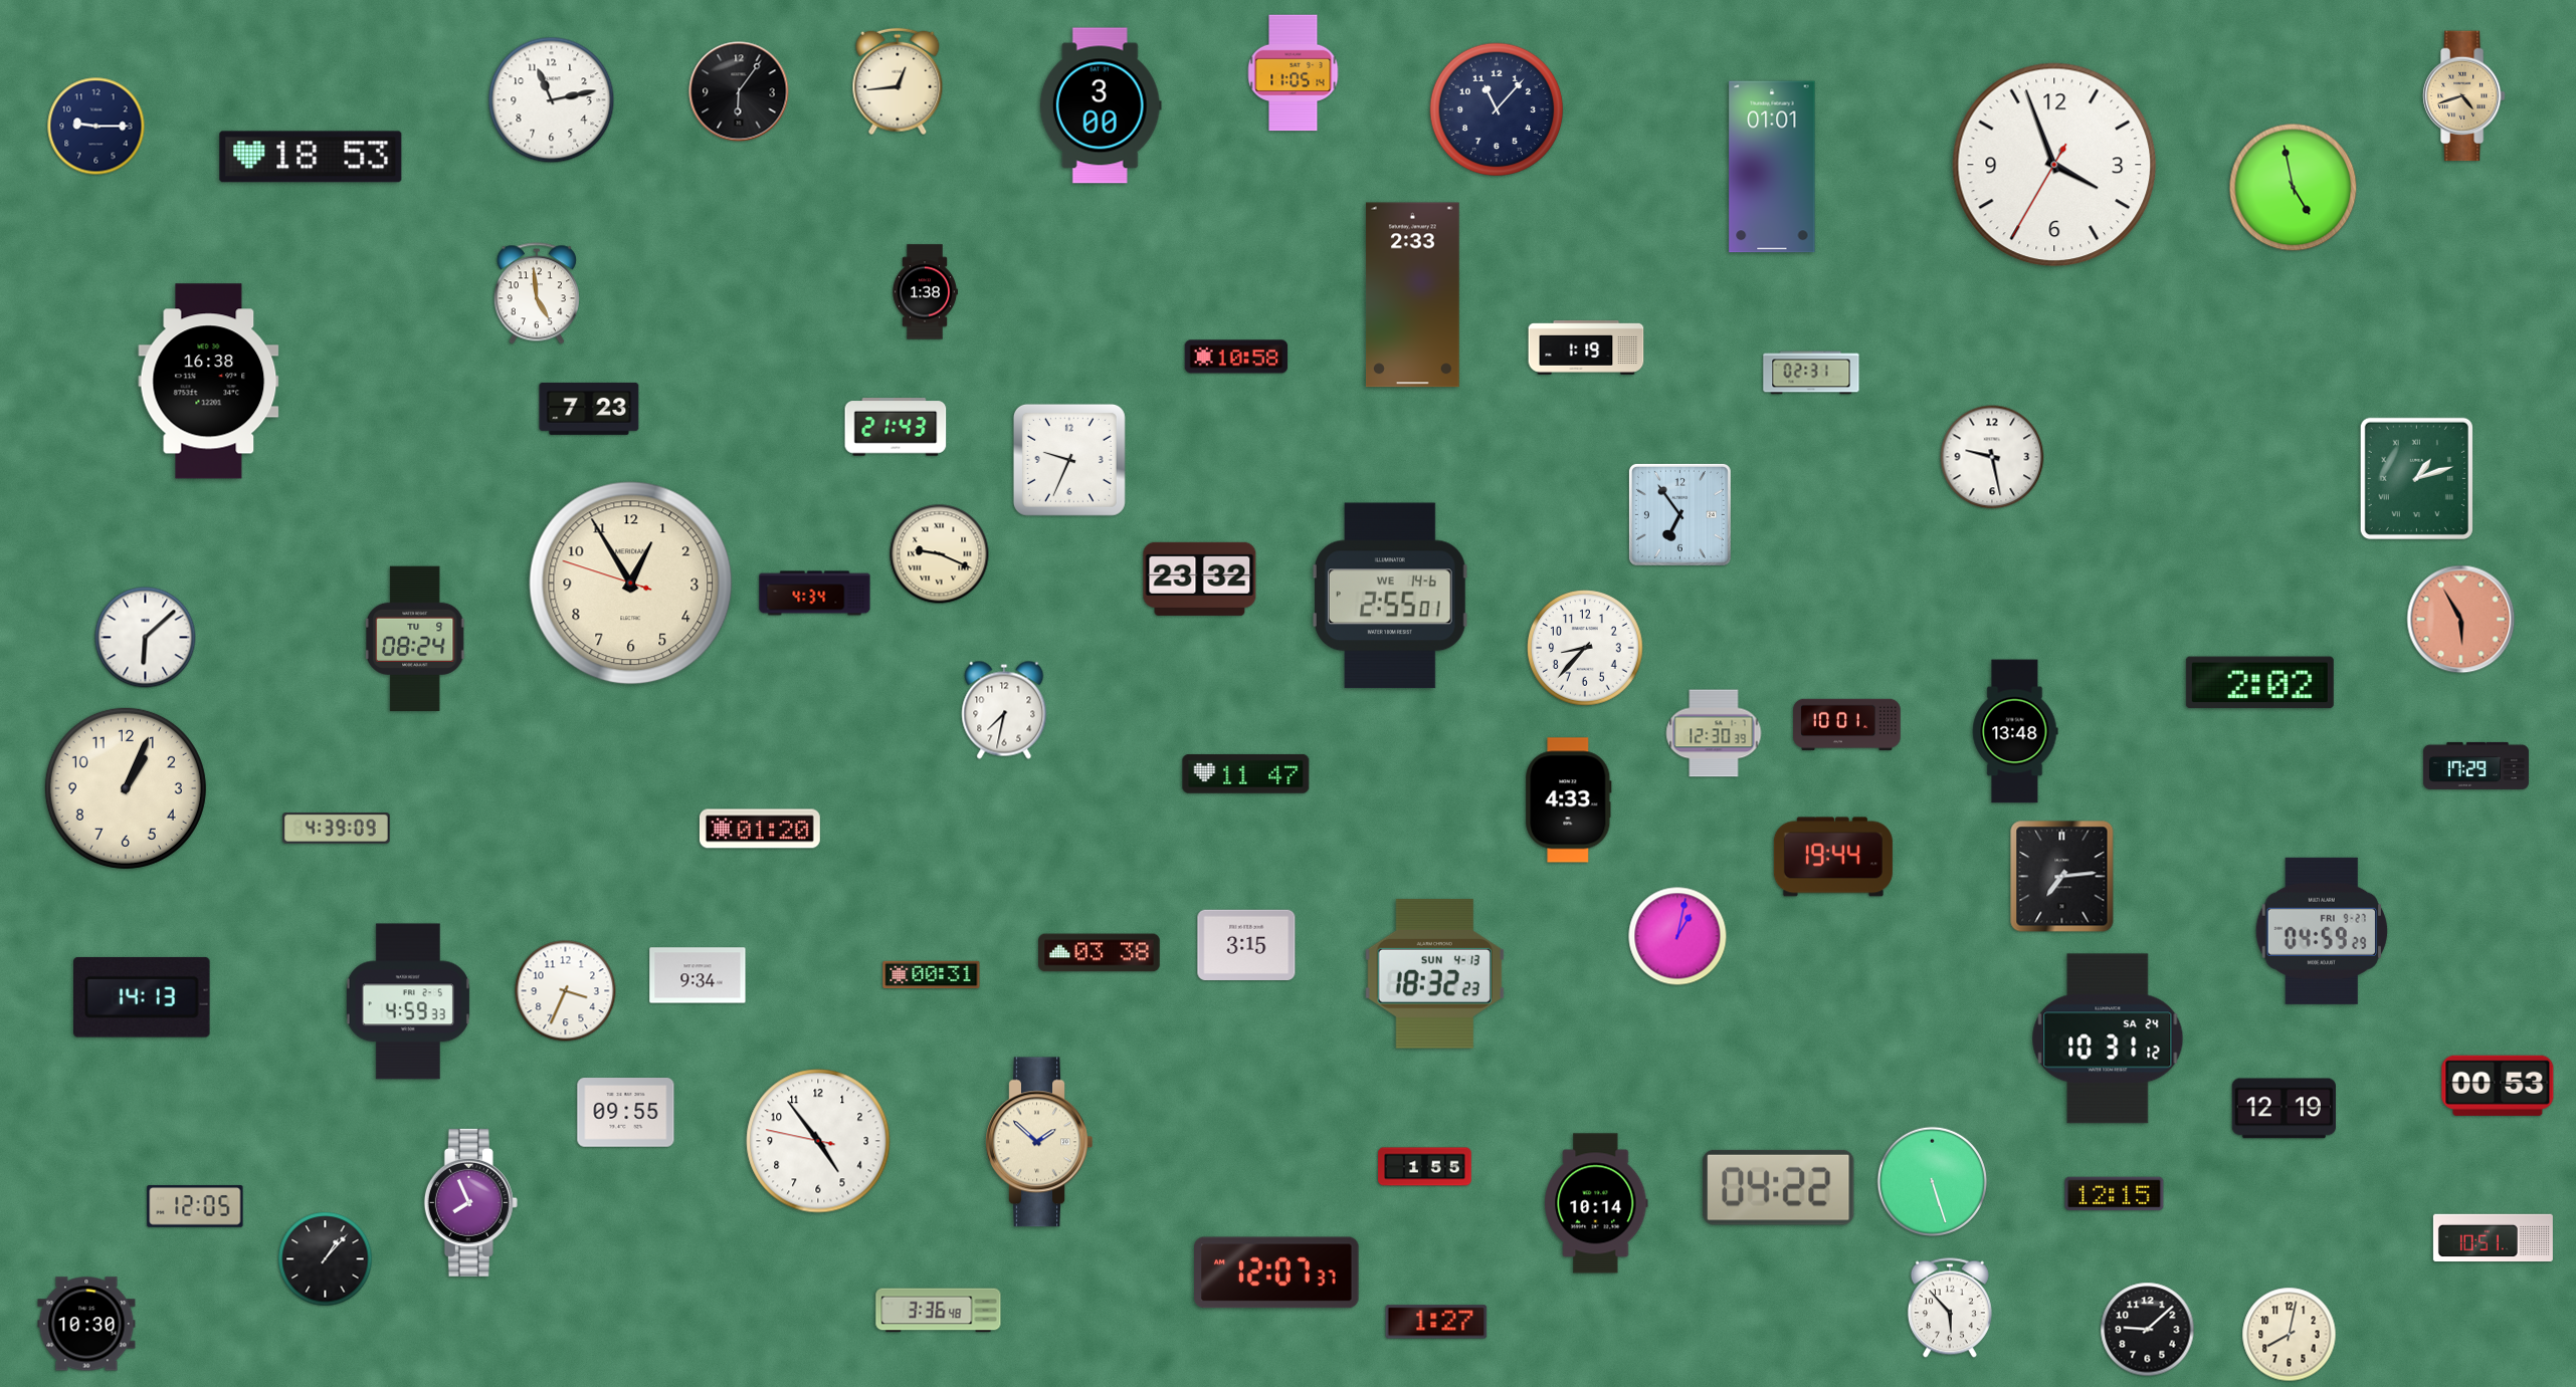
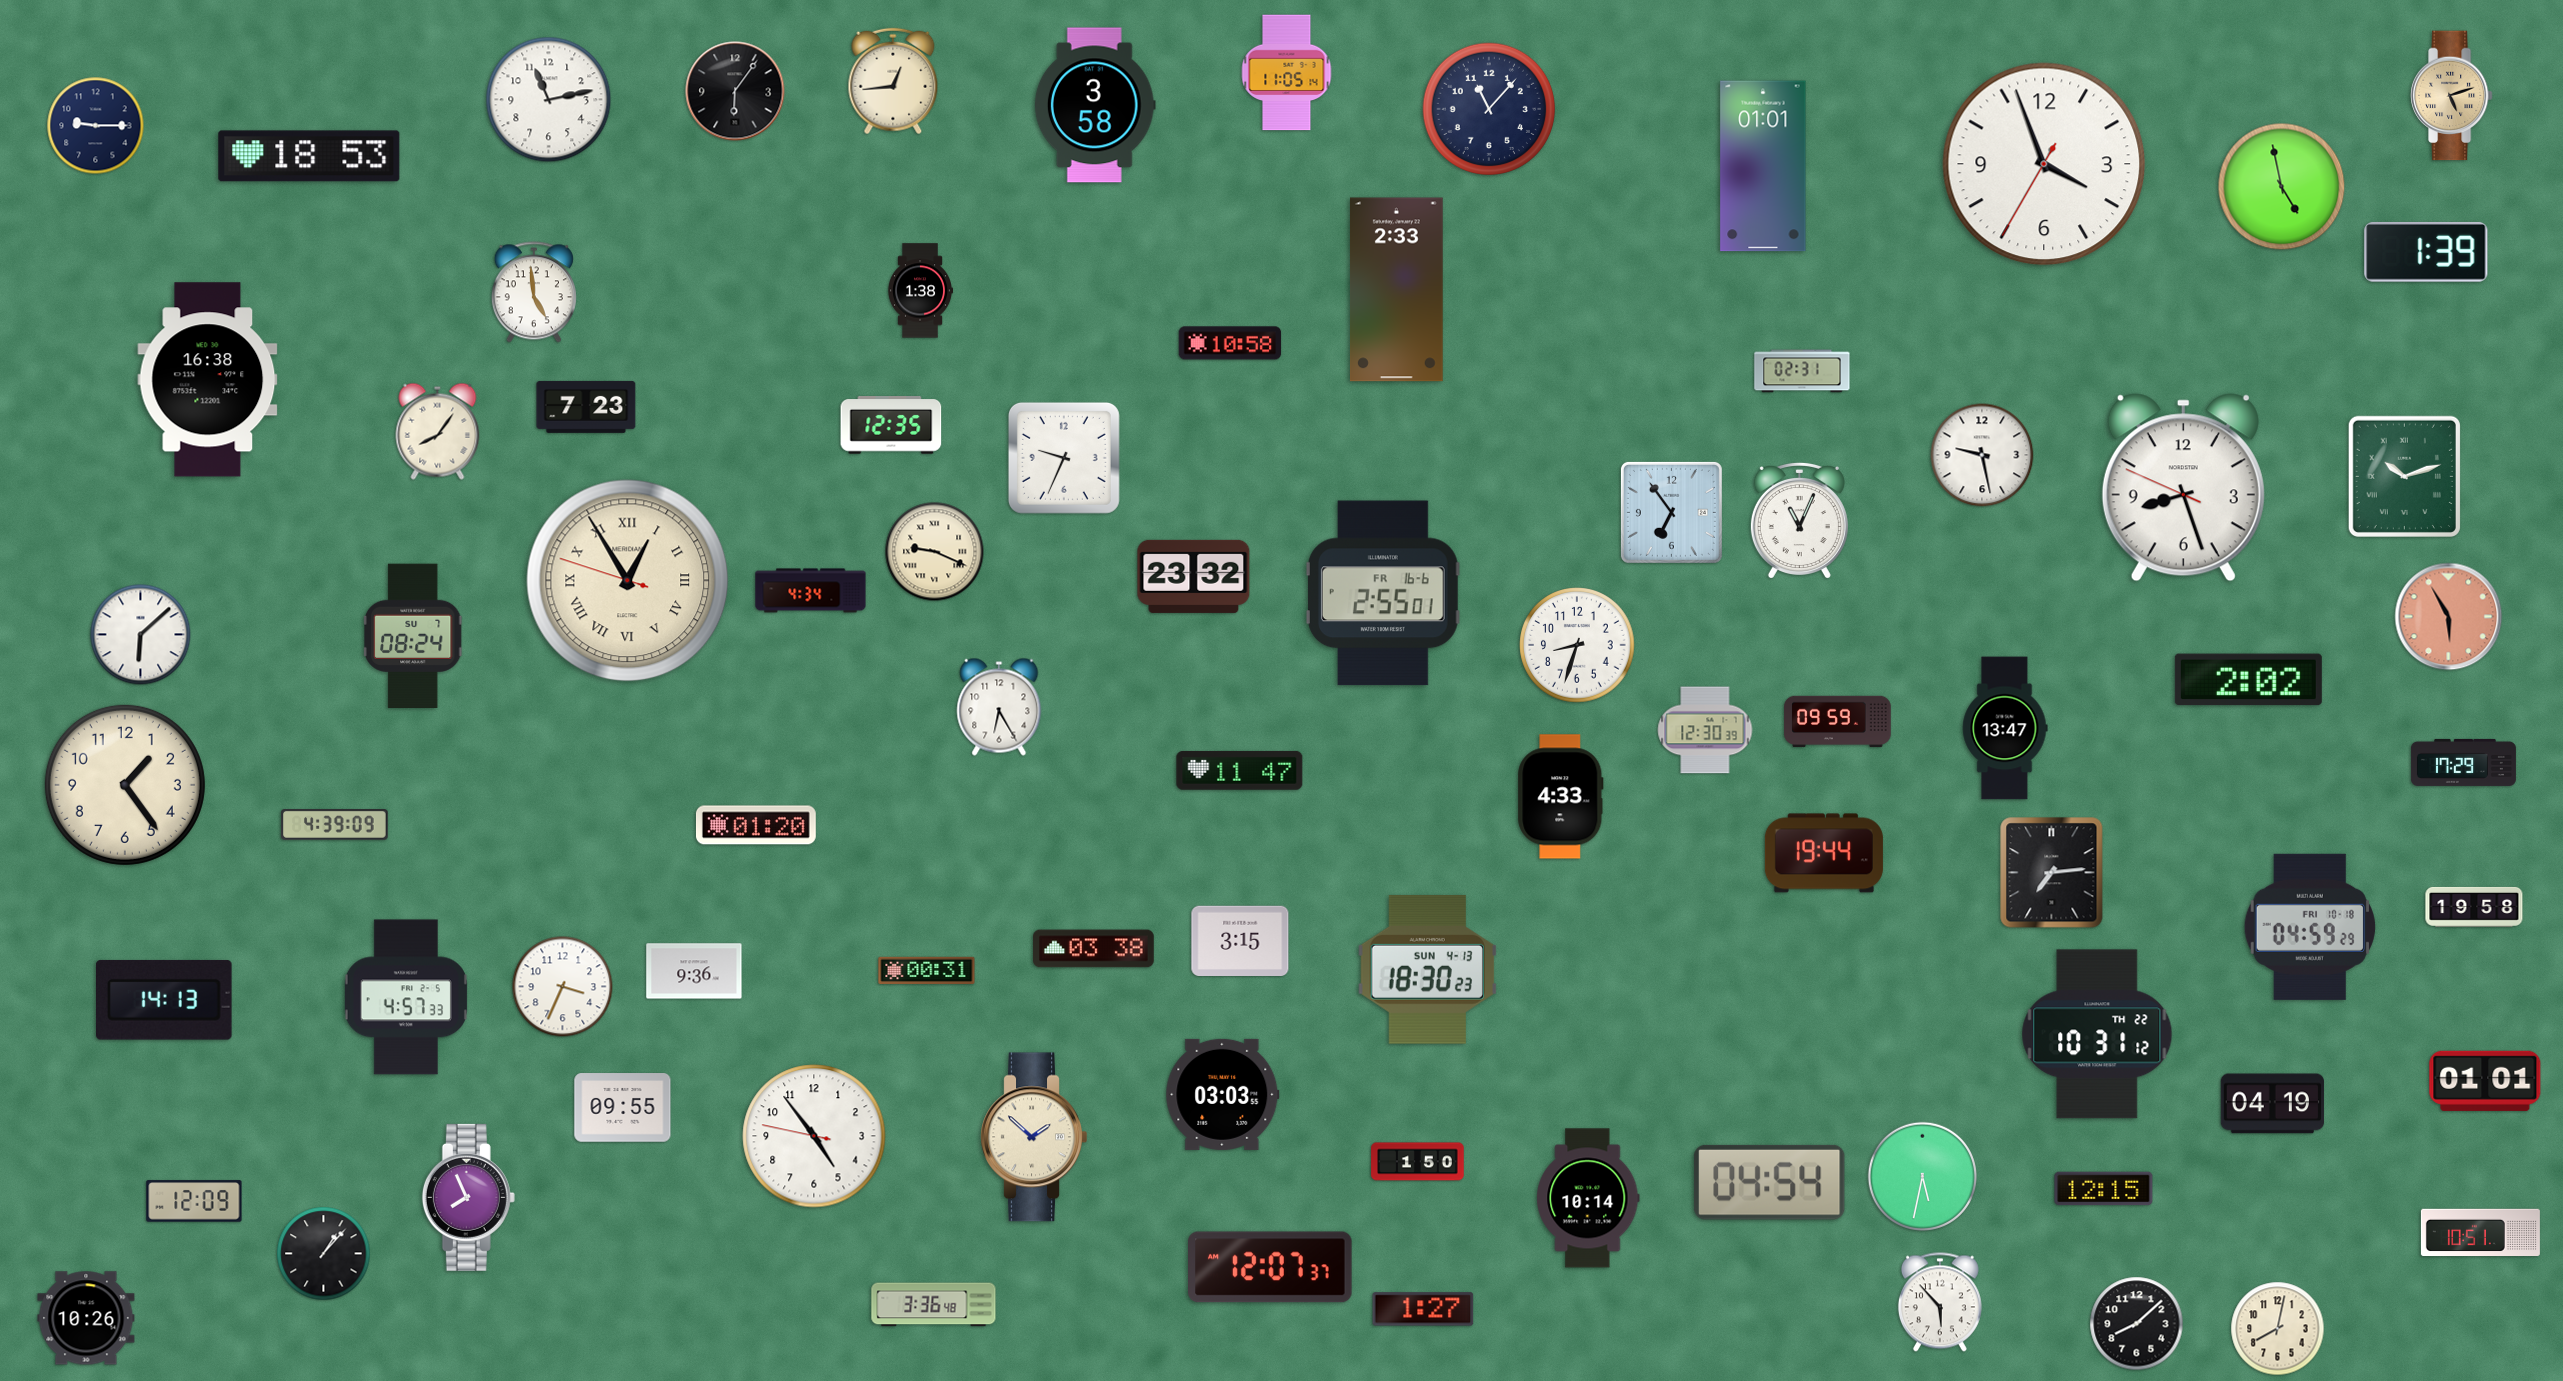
clock at (2463, 96): 4:42 -> 5:12
clock at (1101, 105): 3:00 -> 3:58
clock at (2426, 252): none -> 1:39
clock at (1412, 295) position: (1412, 295) -> (1396, 290)
clock at (1586, 348): 1:19 -> none
clock at (1236, 357) position: (1236, 357) -> (1230, 343)
clock at (896, 428): 21:43 -> 12:35
clock at (438, 431): none -> 8:06
clock at (2416, 478): 1:12 -> 10:12
clock at (2183, 488): none -> 8:26
clock at (1799, 520): none -> 11:04
clock at (631, 584) numerals: Arabic -> Roman
clock at (1390, 596) date: WE 14-6 -> FR 16-6
clock at (146, 638) position: (146, 638) -> (141, 635)
clock at (415, 638) date: TU 9 -> SU 7
clock at (1585, 648): 8:37 -> 8:33
clock at (1004, 710): 7:32 -> 6:25
clock at (1847, 725): 10:01 -> 09:59
clock at (2015, 731): 13:48 -> 13:47
clock at (126, 788): 1:04 -> 1:24
clock at (2474, 907): none -> 19:58
clock at (2322, 931) date: FRI 9-27 -> FRI 10-18
clock at (1677, 936): 1:02 -> none
clock at (1434, 973): 18:32 -> 18:30
clock at (698, 975): 9:34 -> 9:36
clock at (143, 997) position: (143, 997) -> (165, 1000)
clock at (408, 1001): 4:59 -> 4:57
clock at (2108, 1038) date: SA 24 -> TH 22
clock at (2498, 1086): 00:53 -> 01:01
clock at (1223, 1094): none -> 03:03
clock at (2284, 1109): 12:19 -> 04:19
clock at (1425, 1167): 1:55 -> 1:50
clock at (1932, 1181): 5:27 -> 5:32
clock at (1778, 1187): 04:22 -> 04:54
clock at (195, 1206): 12:05 -> 12:09
clock at (1436, 1322) position: (1436, 1322) -> (1423, 1309)
clock at (86, 1324): 10:30 -> 10:26
clock at (2148, 1330): 9:08 -> 8:08
